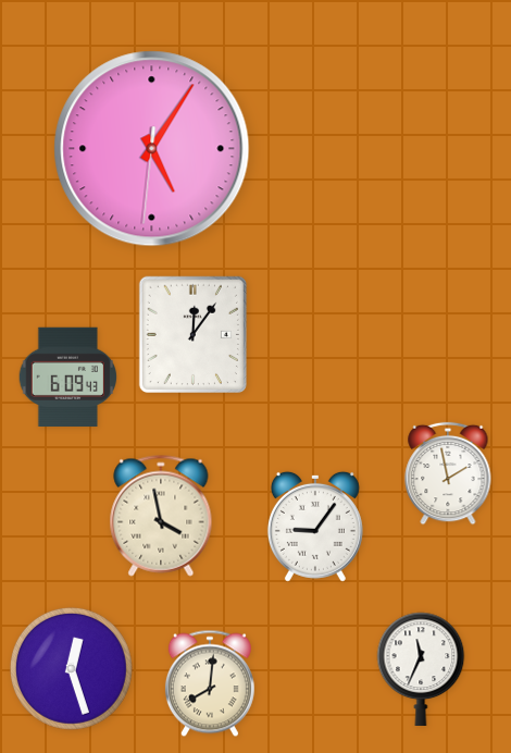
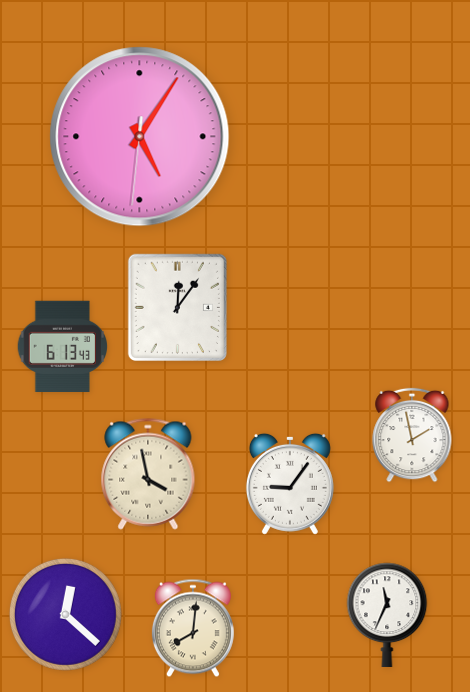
clock at (68, 376): 6:09 -> 6:13
clock at (71, 668): 12:27 -> 12:22
